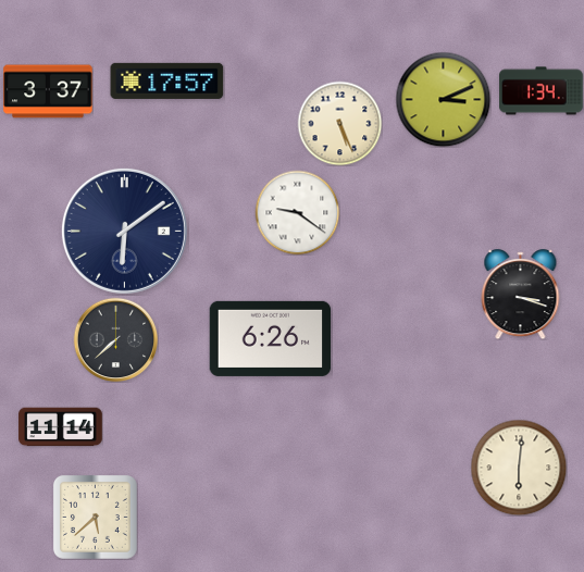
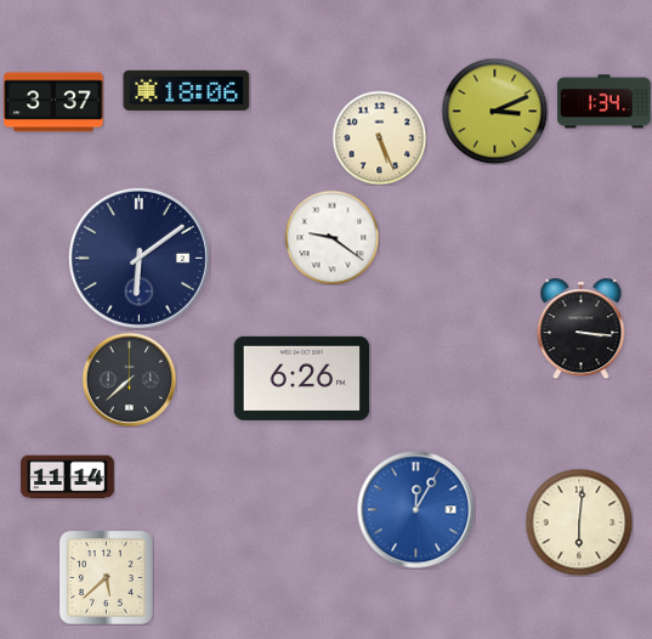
clock at (167, 80): 17:57 -> 18:06
clock at (521, 295): 3:18 -> 3:16
clock at (416, 510): none -> 12:05
